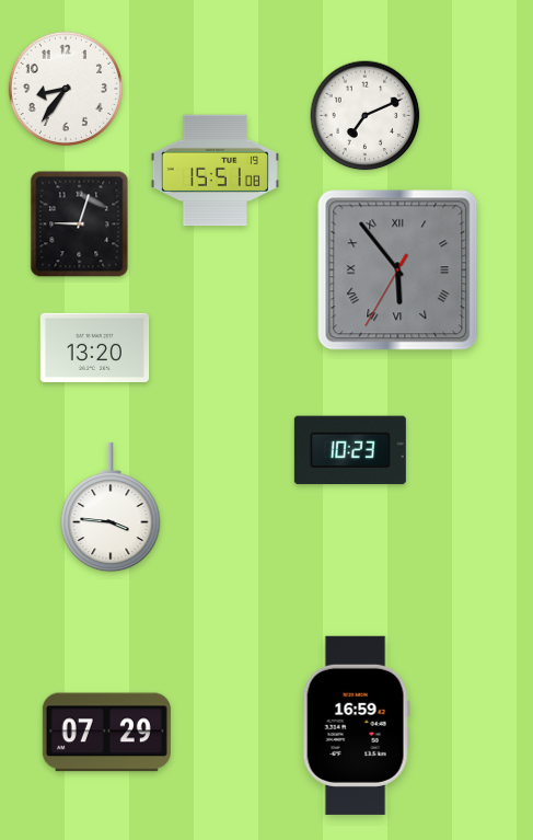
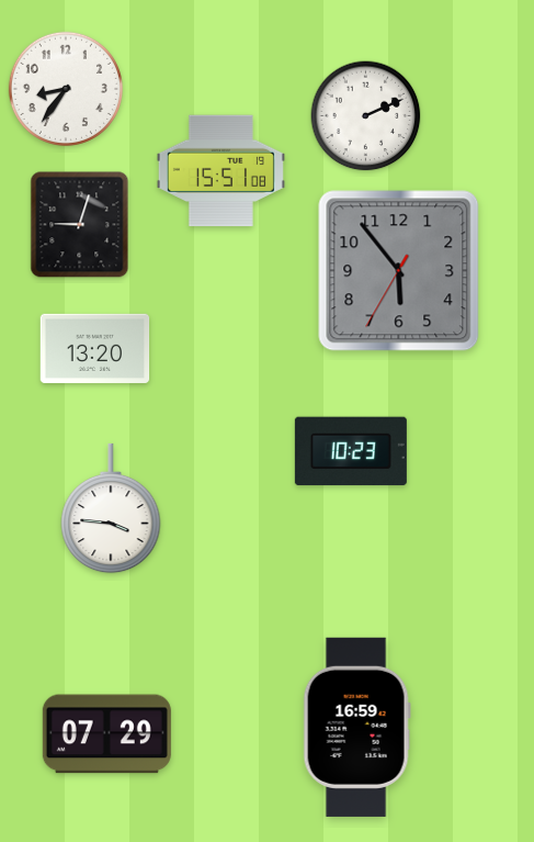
clock at (366, 116): 7:11 -> 2:11
clock at (215, 171) position: (215, 171) -> (220, 171)
clock at (398, 271) numerals: Roman -> Arabic
